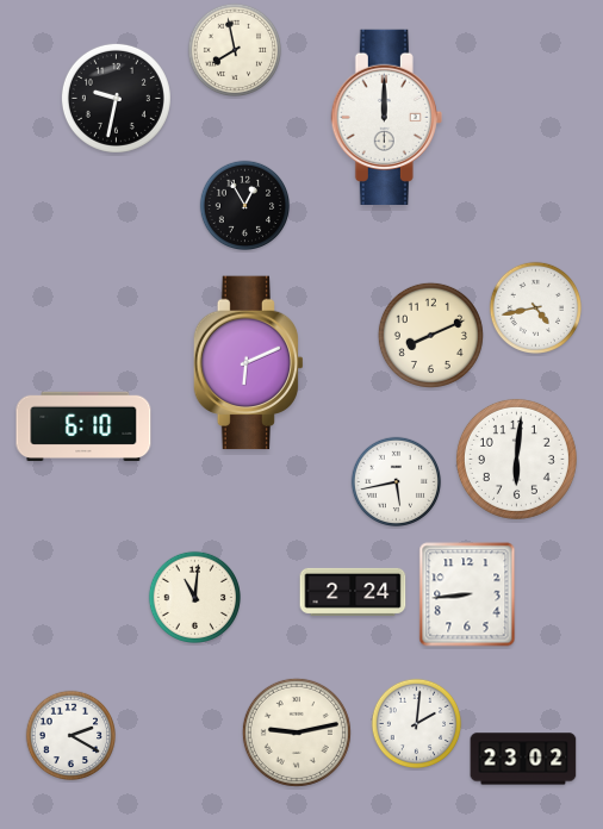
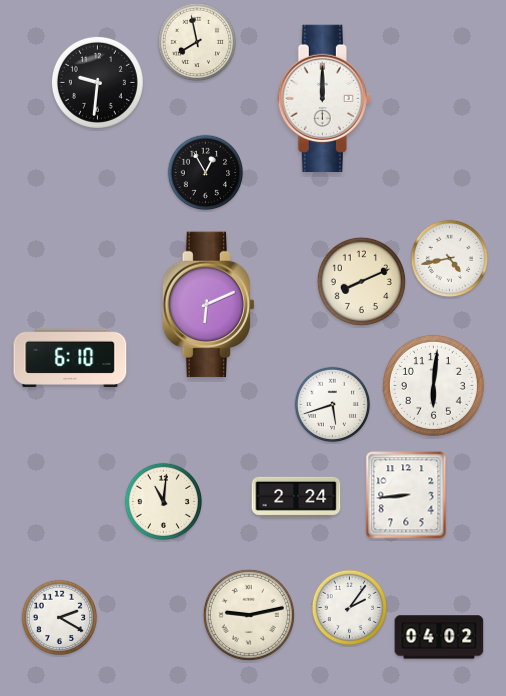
clock at (116, 98): 9:32 -> 9:31
clock at (397, 482): 5:43 -> 5:42
clock at (467, 594) position: (467, 594) -> (406, 495)
clock at (417, 724): 2:01 -> 2:06
clock at (523, 759): 23:02 -> 04:02
